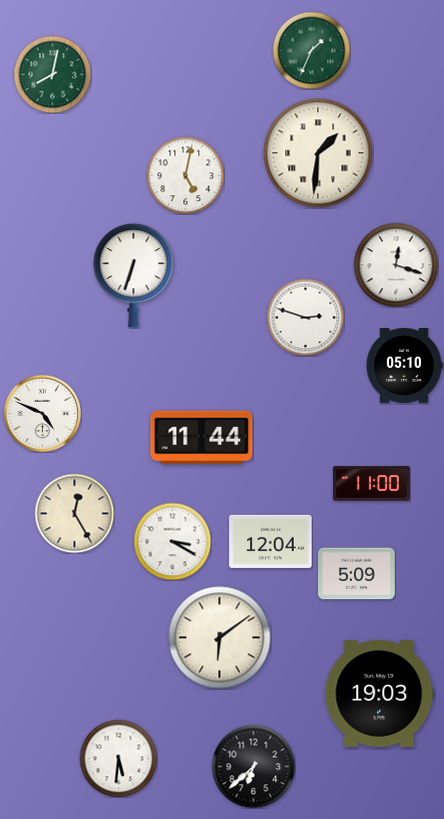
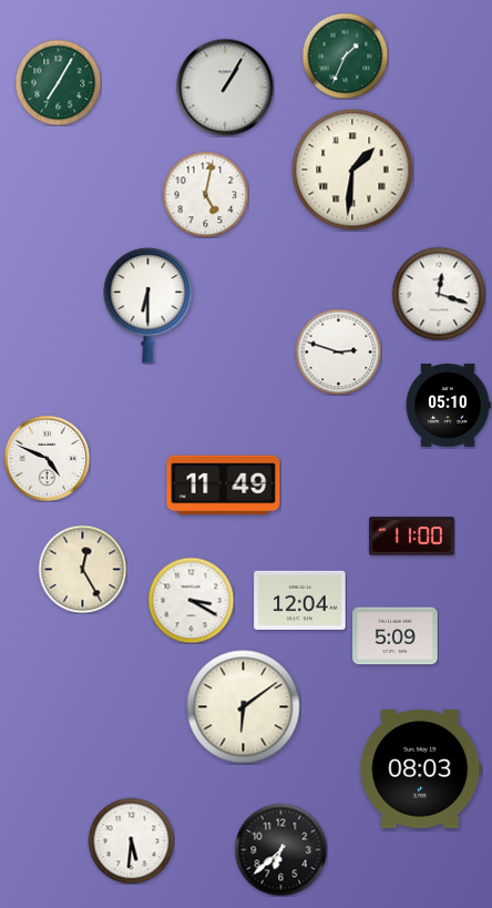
clock at (52, 74): 8:02 -> 7:05
clock at (225, 88): none -> 1:05
clock at (134, 276): 6:33 -> 6:30
clock at (202, 438): 11:44 -> 11:49
clock at (380, 694): 19:03 -> 08:03
